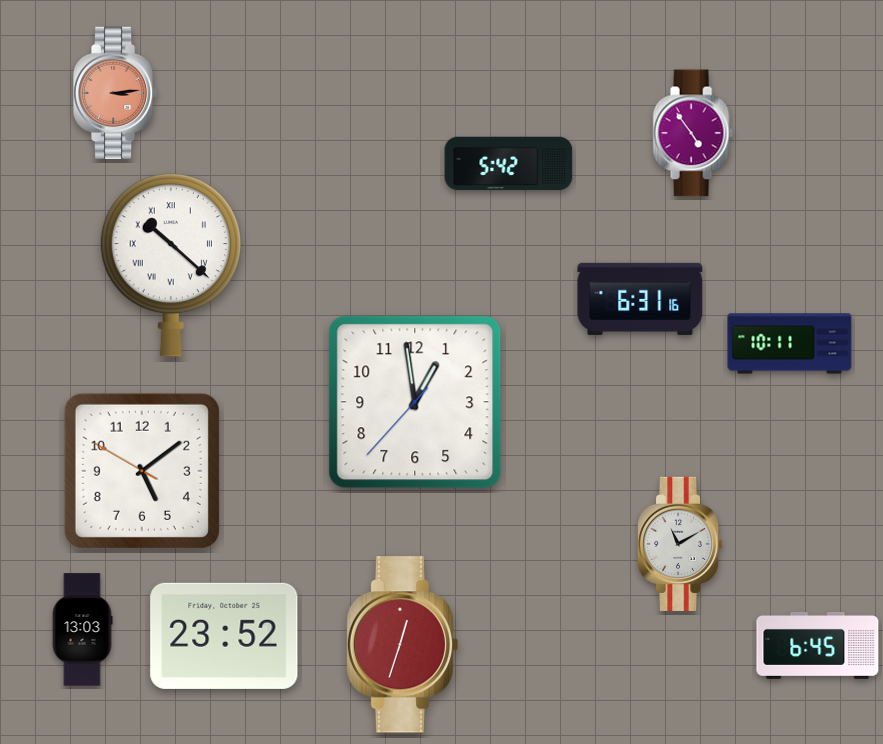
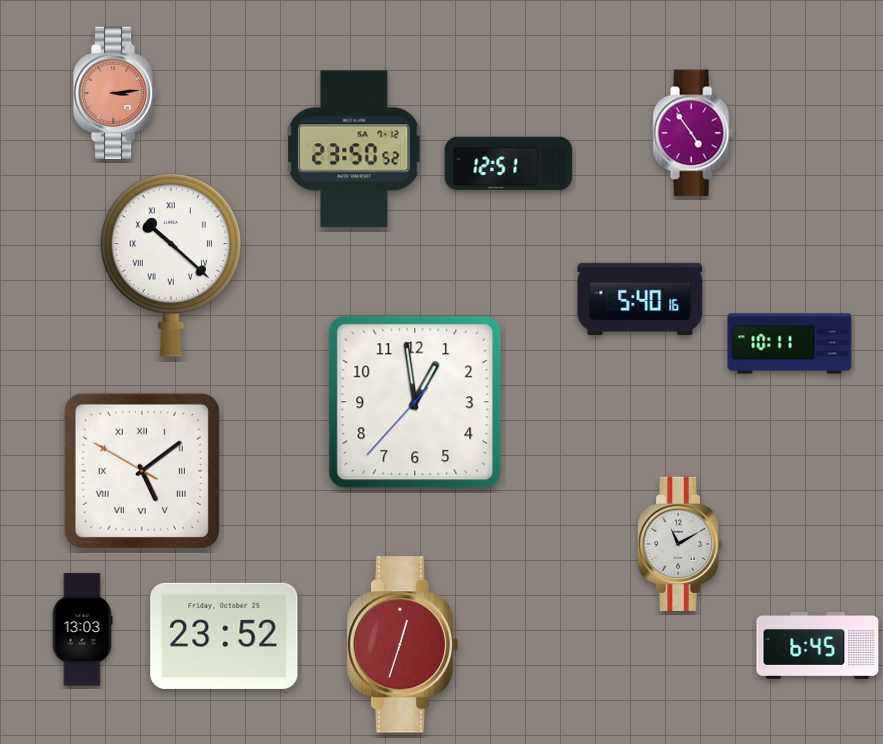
clock at (354, 149): none -> 23:50
clock at (509, 164): 5:42 -> 12:51
clock at (640, 299): 6:31 -> 5:40
clock at (142, 471) numerals: Arabic -> Roman
